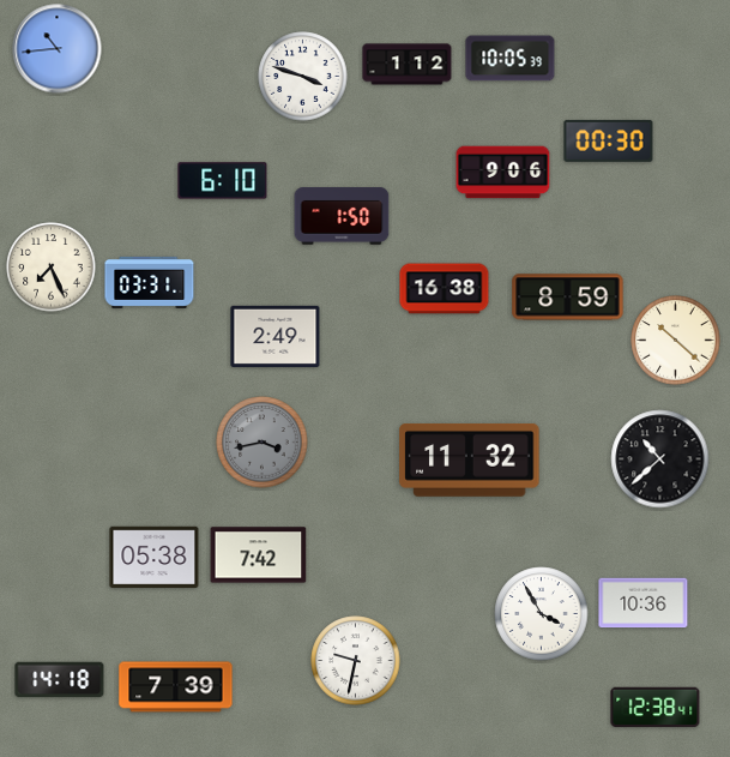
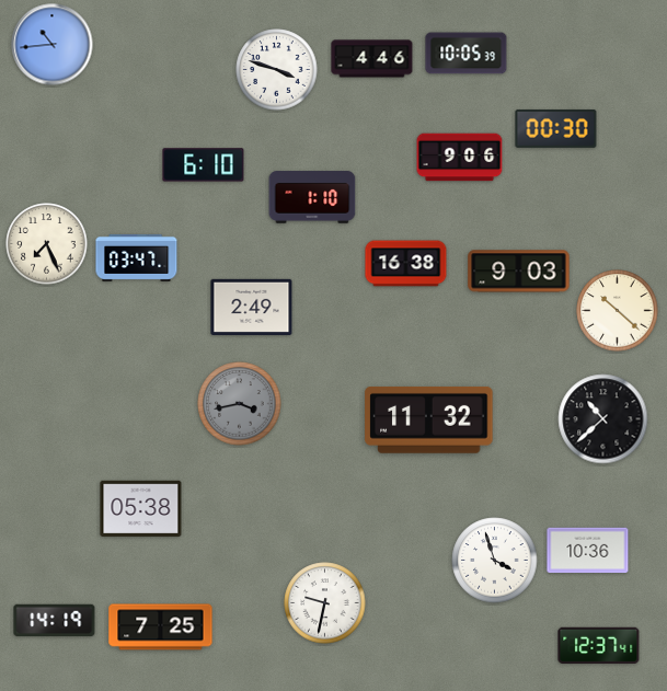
clock at (408, 65): 1:12 -> 4:46
clock at (342, 216): 1:50 -> 1:10
clock at (150, 282): 03:31 -> 03:47
clock at (568, 298): 8:59 -> 9:03
clock at (259, 555): 7:42 -> none
clock at (542, 614): 3:55 -> 3:57
clock at (60, 680): 14:18 -> 14:19
clock at (176, 687): 7:39 -> 7:25
clock at (656, 707): 12:38 -> 12:37
